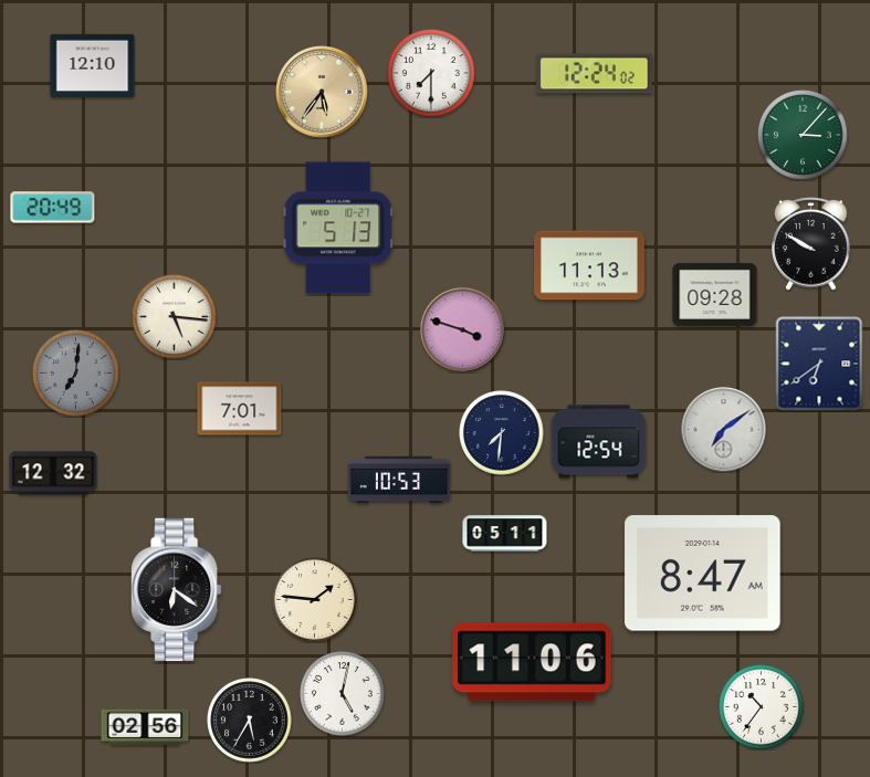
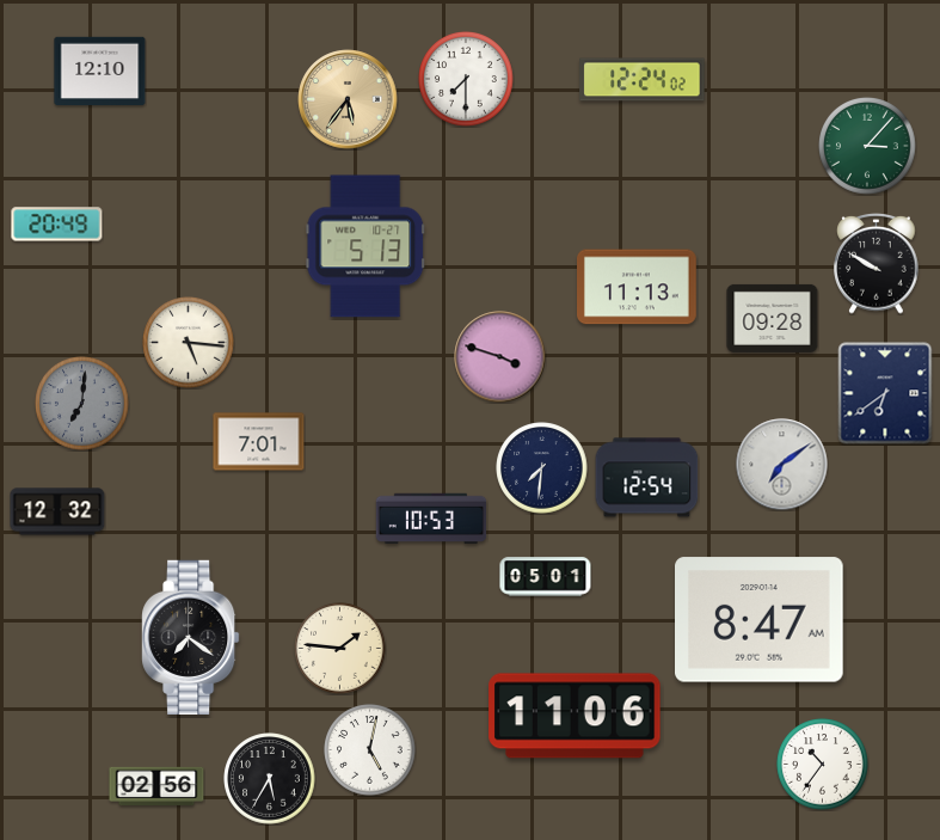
clock at (505, 534): 05:11 -> 05:01
clock at (177, 589): 6:21 -> 7:21
